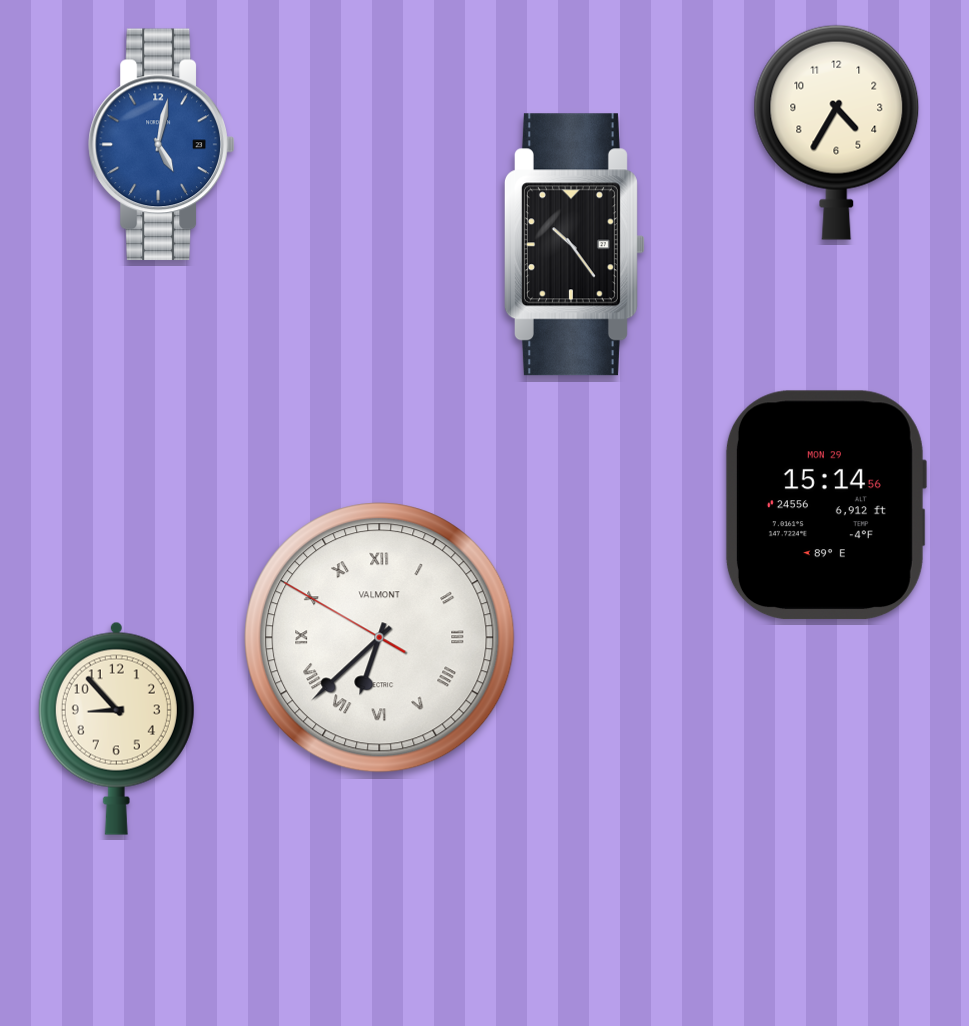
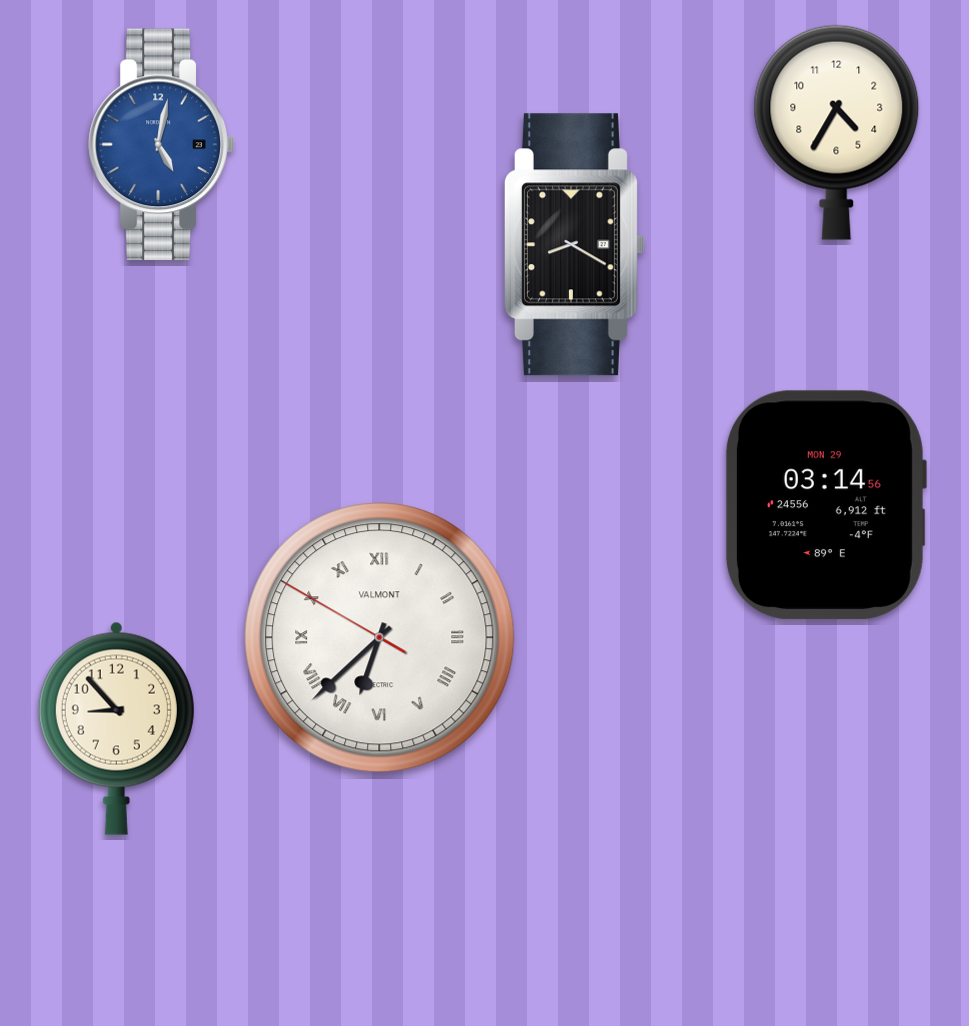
clock at (574, 245): 10:24 -> 8:20
clock at (825, 505): 15:14 -> 03:14
